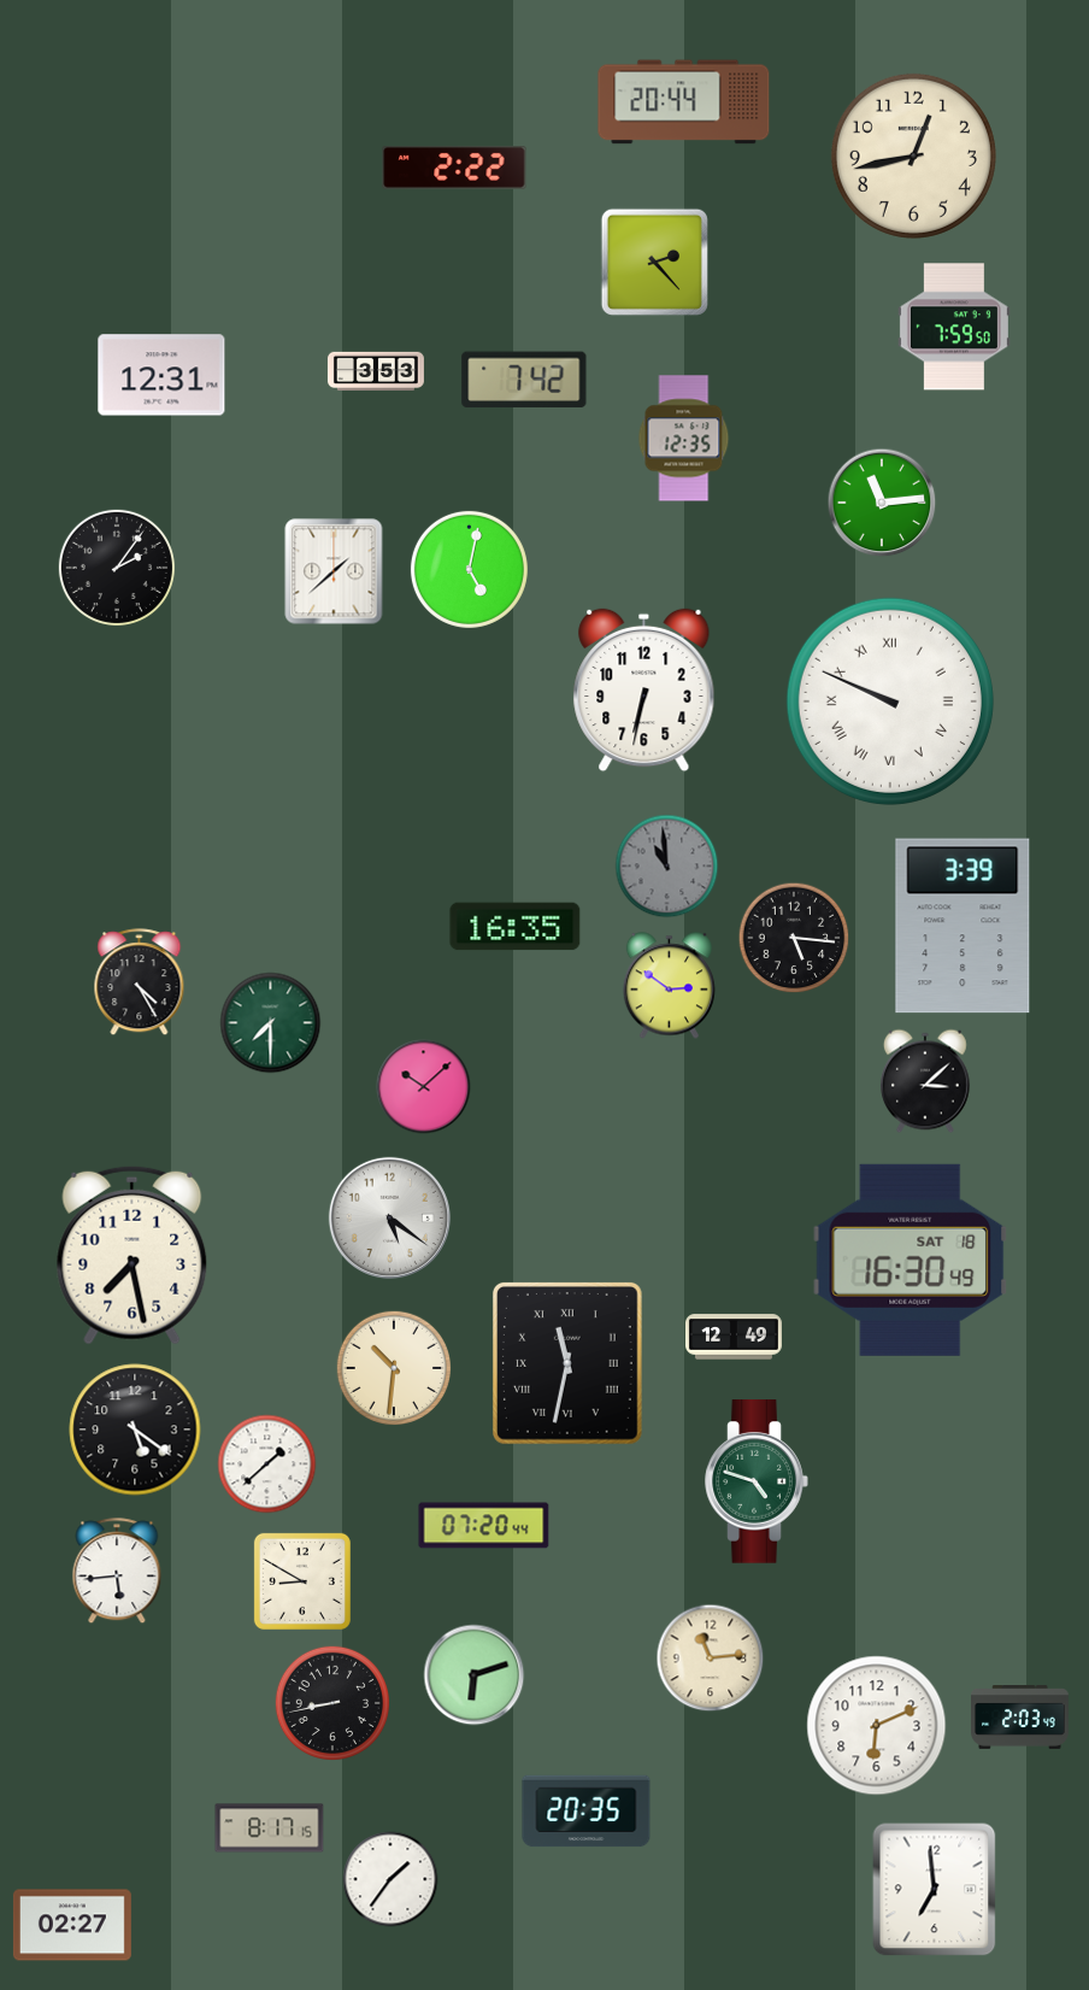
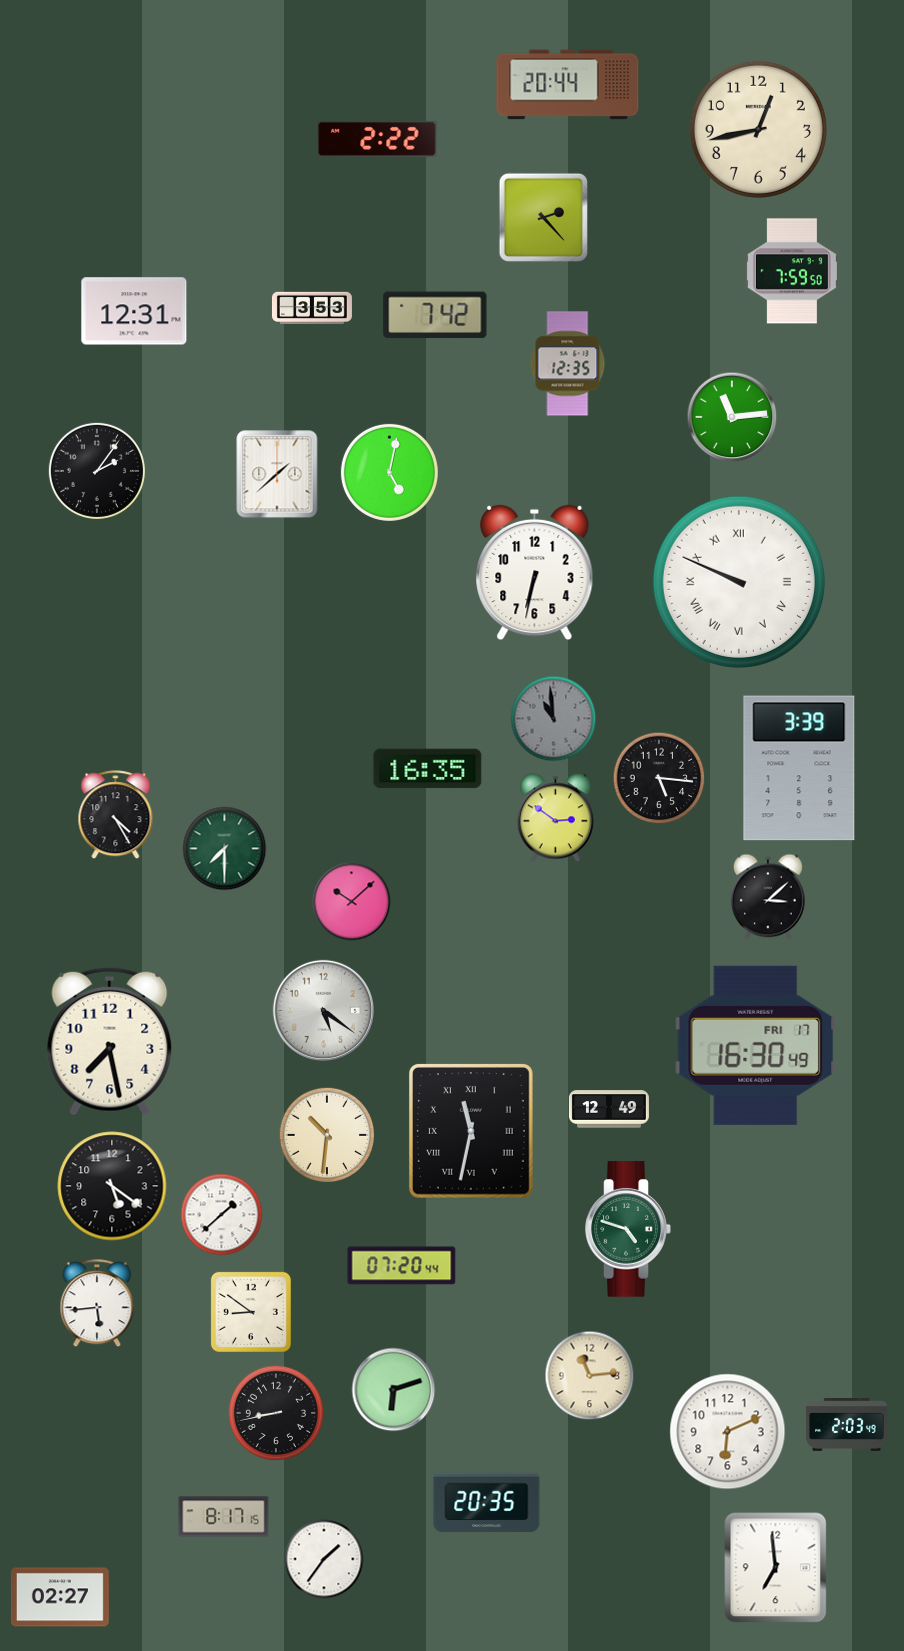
clock at (911, 1260) date: SAT 18 -> FRI 17
clock at (302, 1581): 8:50 -> 8:51
